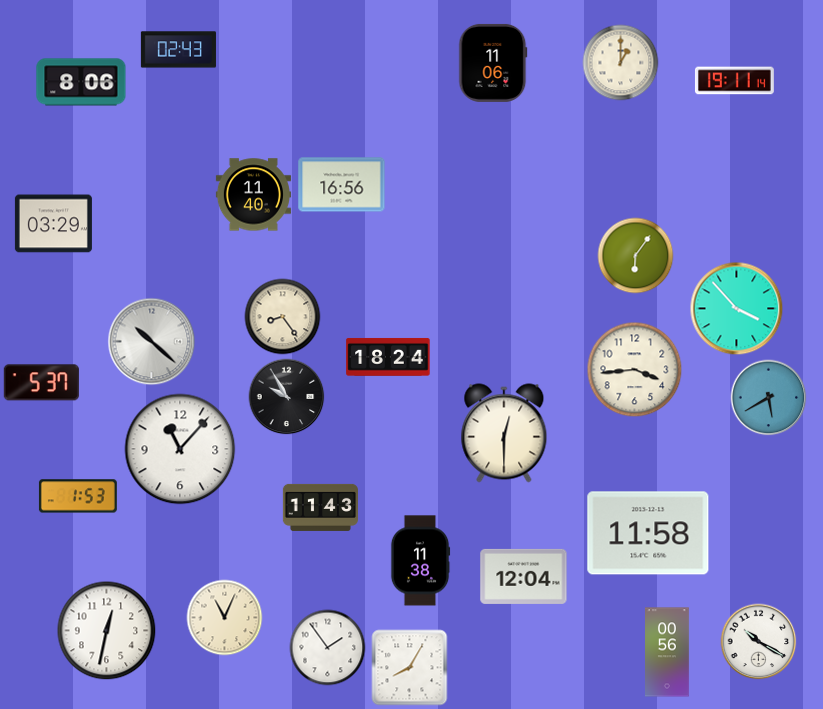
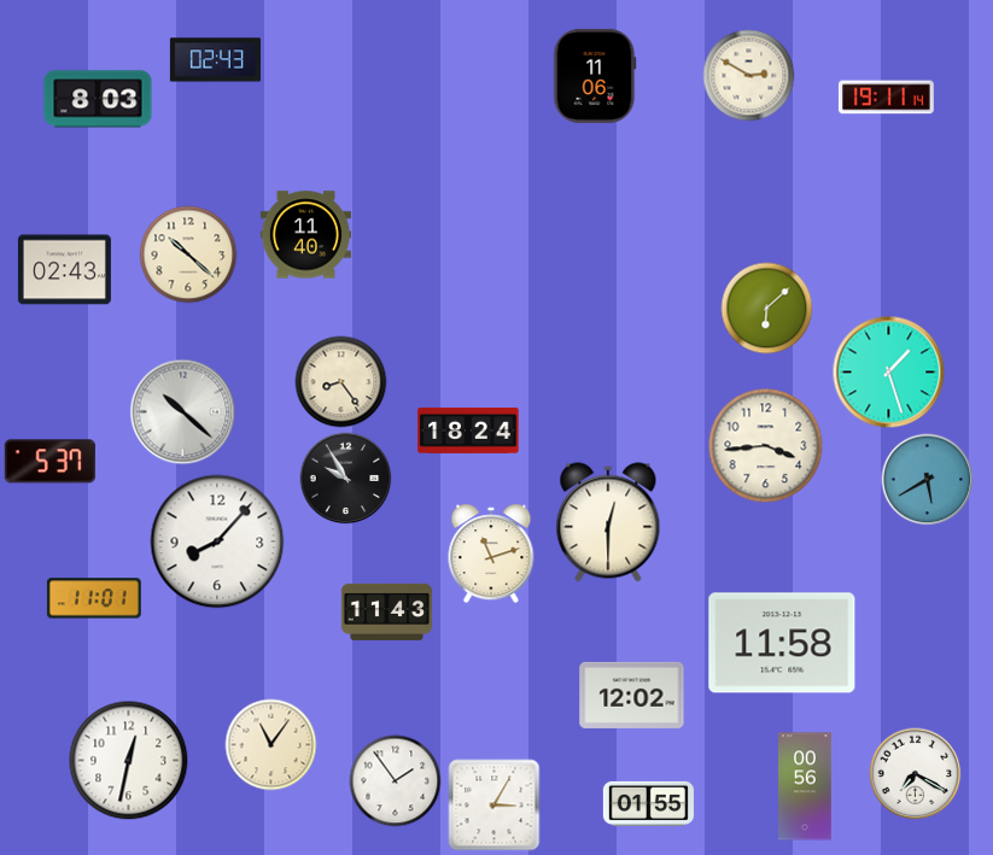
clock at (621, 63): 1:00 -> 2:50
clock at (81, 82): 8:06 -> 8:03
clock at (342, 185): 16:56 -> none
clock at (188, 254): none -> 10:22
clock at (53, 224): 03:29 -> 02:43
clock at (636, 256): 6:06 -> 6:08
clock at (737, 309): 3:53 -> 1:27
clock at (180, 449): 11:07 -> 8:07
clock at (491, 554): none -> 11:12
clock at (78, 496): 1:53 -> 11:01
clock at (420, 561): 11:38 -> none
clock at (524, 576): 12:04 -> 12:02
clock at (225, 618): 11:04 -> 11:06
clock at (759, 642): 10:20 -> 7:20
clock at (648, 803): none -> 01:55
clock at (410, 668): 8:05 -> 3:05
